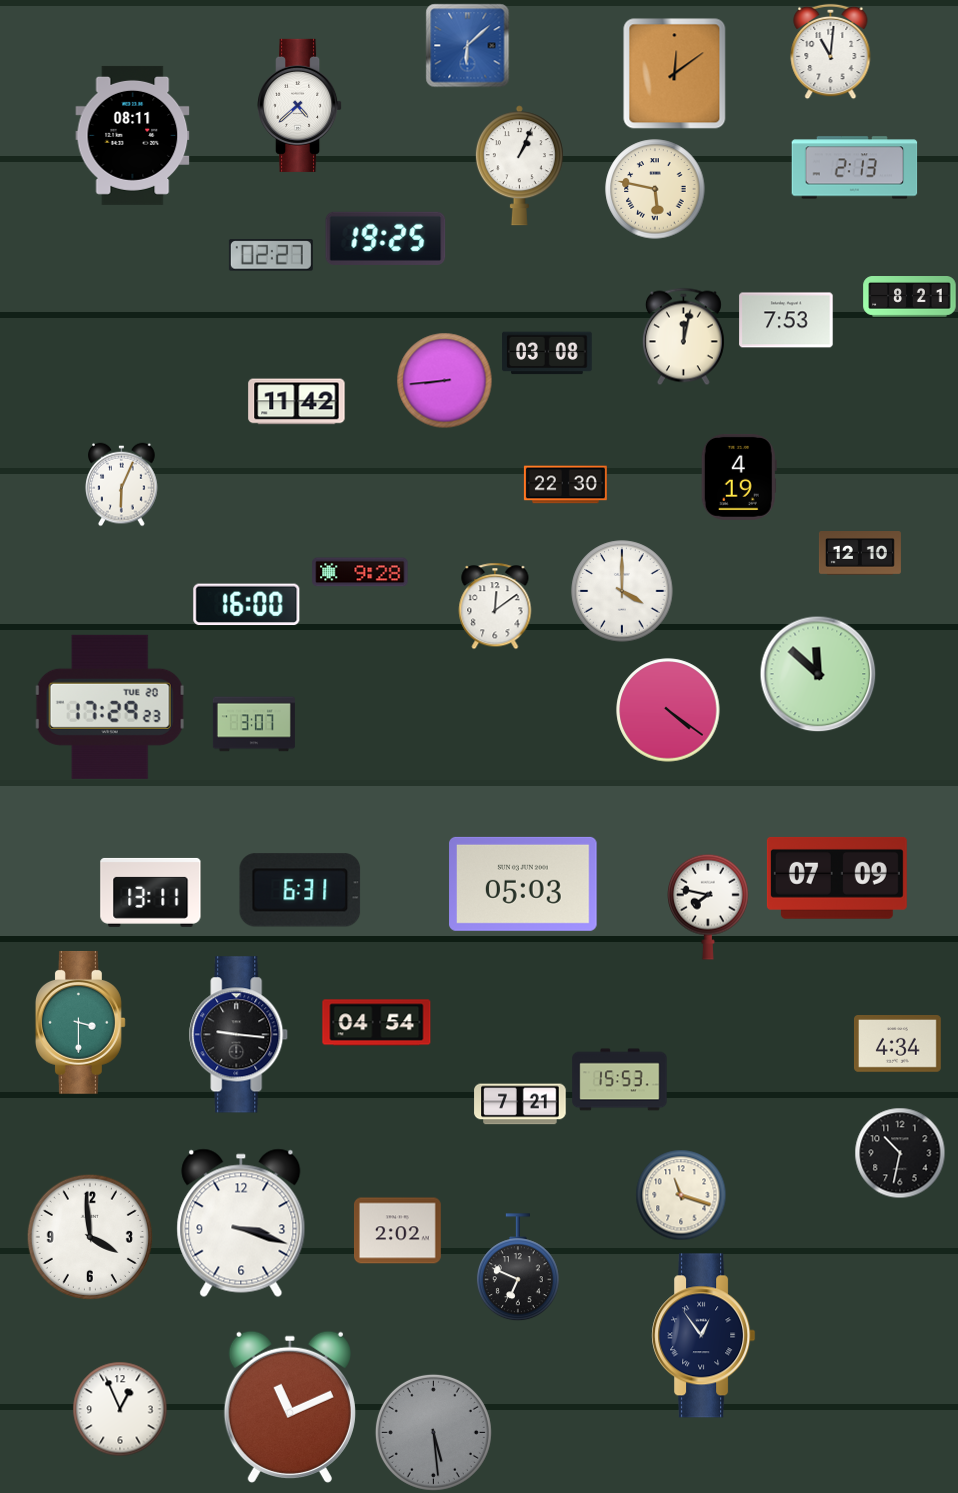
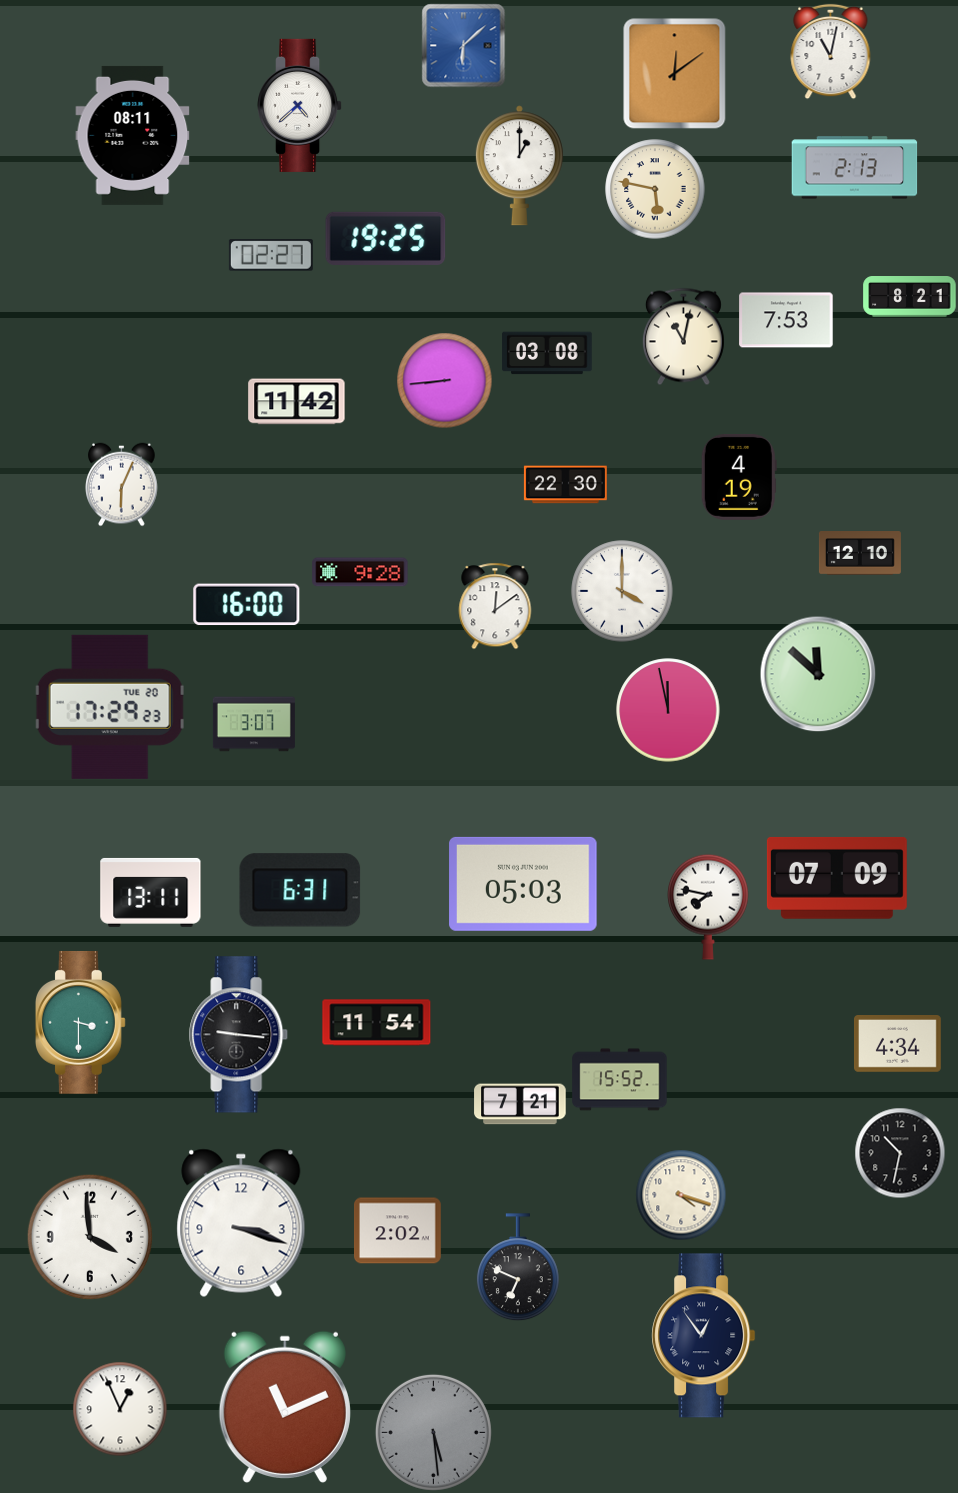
clock at (467, 45) position: (467, 45) -> (463, 45)
clock at (831, 51): 11:01 -> 11:02
clock at (519, 166): 1:04 -> 1:00
clock at (683, 336): 12:02 -> 11:02
clock at (668, 710): 4:21 -> 11:58
clock at (377, 1023): 04:54 -> 11:54
clock at (620, 1080): 15:53 -> 15:52
clock at (681, 1195): 11:18 -> 4:18
clock at (290, 1407) position: (290, 1407) -> (285, 1407)
